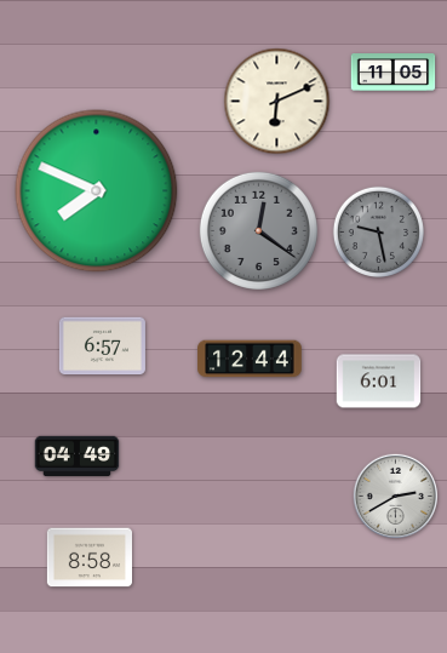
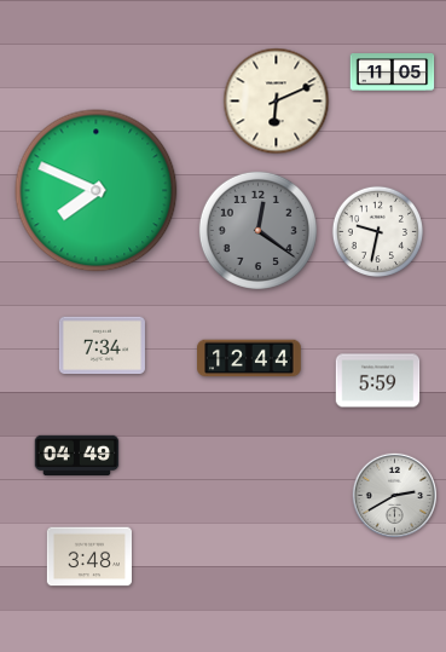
clock at (378, 231): 9:28 -> 9:32
clock at (378, 231) dial: grey -> white
clock at (102, 346): 6:57 -> 7:34
clock at (379, 382): 6:01 -> 5:59
clock at (90, 557): 8:58 -> 3:48
